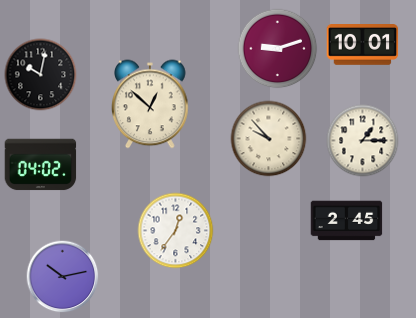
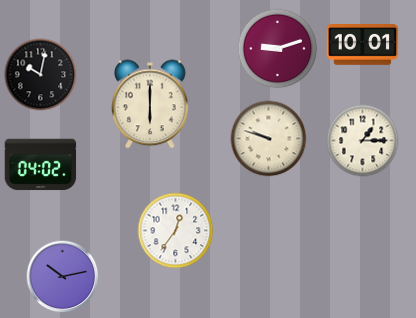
clock at (150, 104): 12:52 -> 6:00
clock at (269, 139): 9:53 -> 9:48
clock at (347, 221): 2:45 -> none
